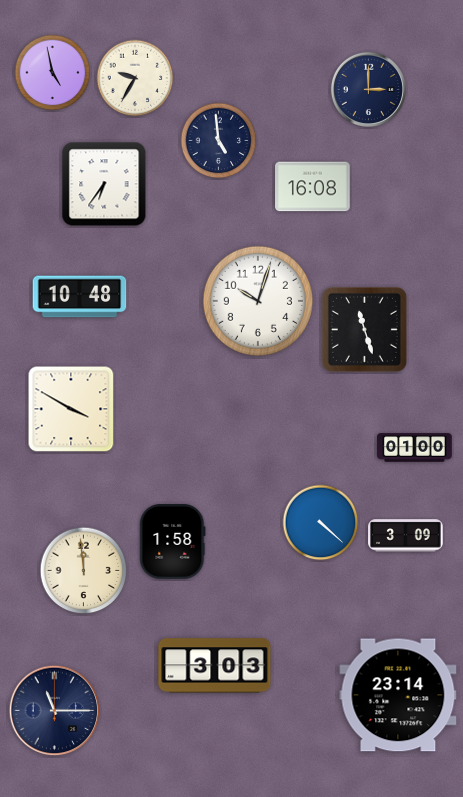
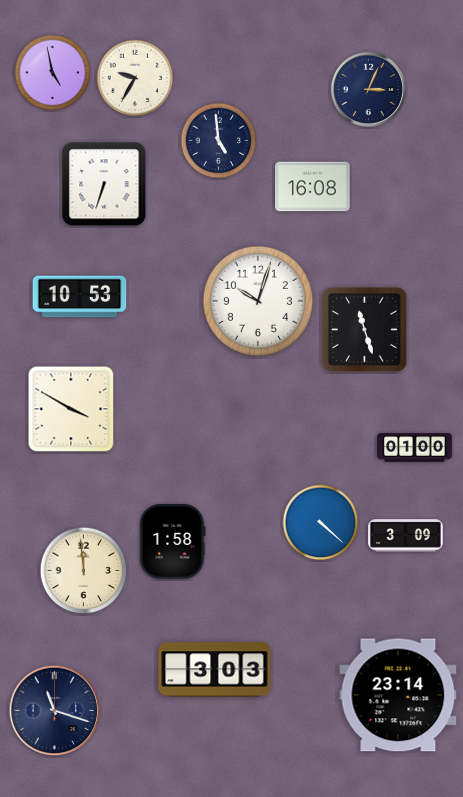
clock at (368, 89): 3:00 -> 3:04
clock at (104, 184): 6:36 -> 6:33
clock at (80, 297): 10:48 -> 10:53
clock at (215, 666) position: (215, 666) -> (215, 670)
clock at (55, 711): 11:15 -> 11:18
